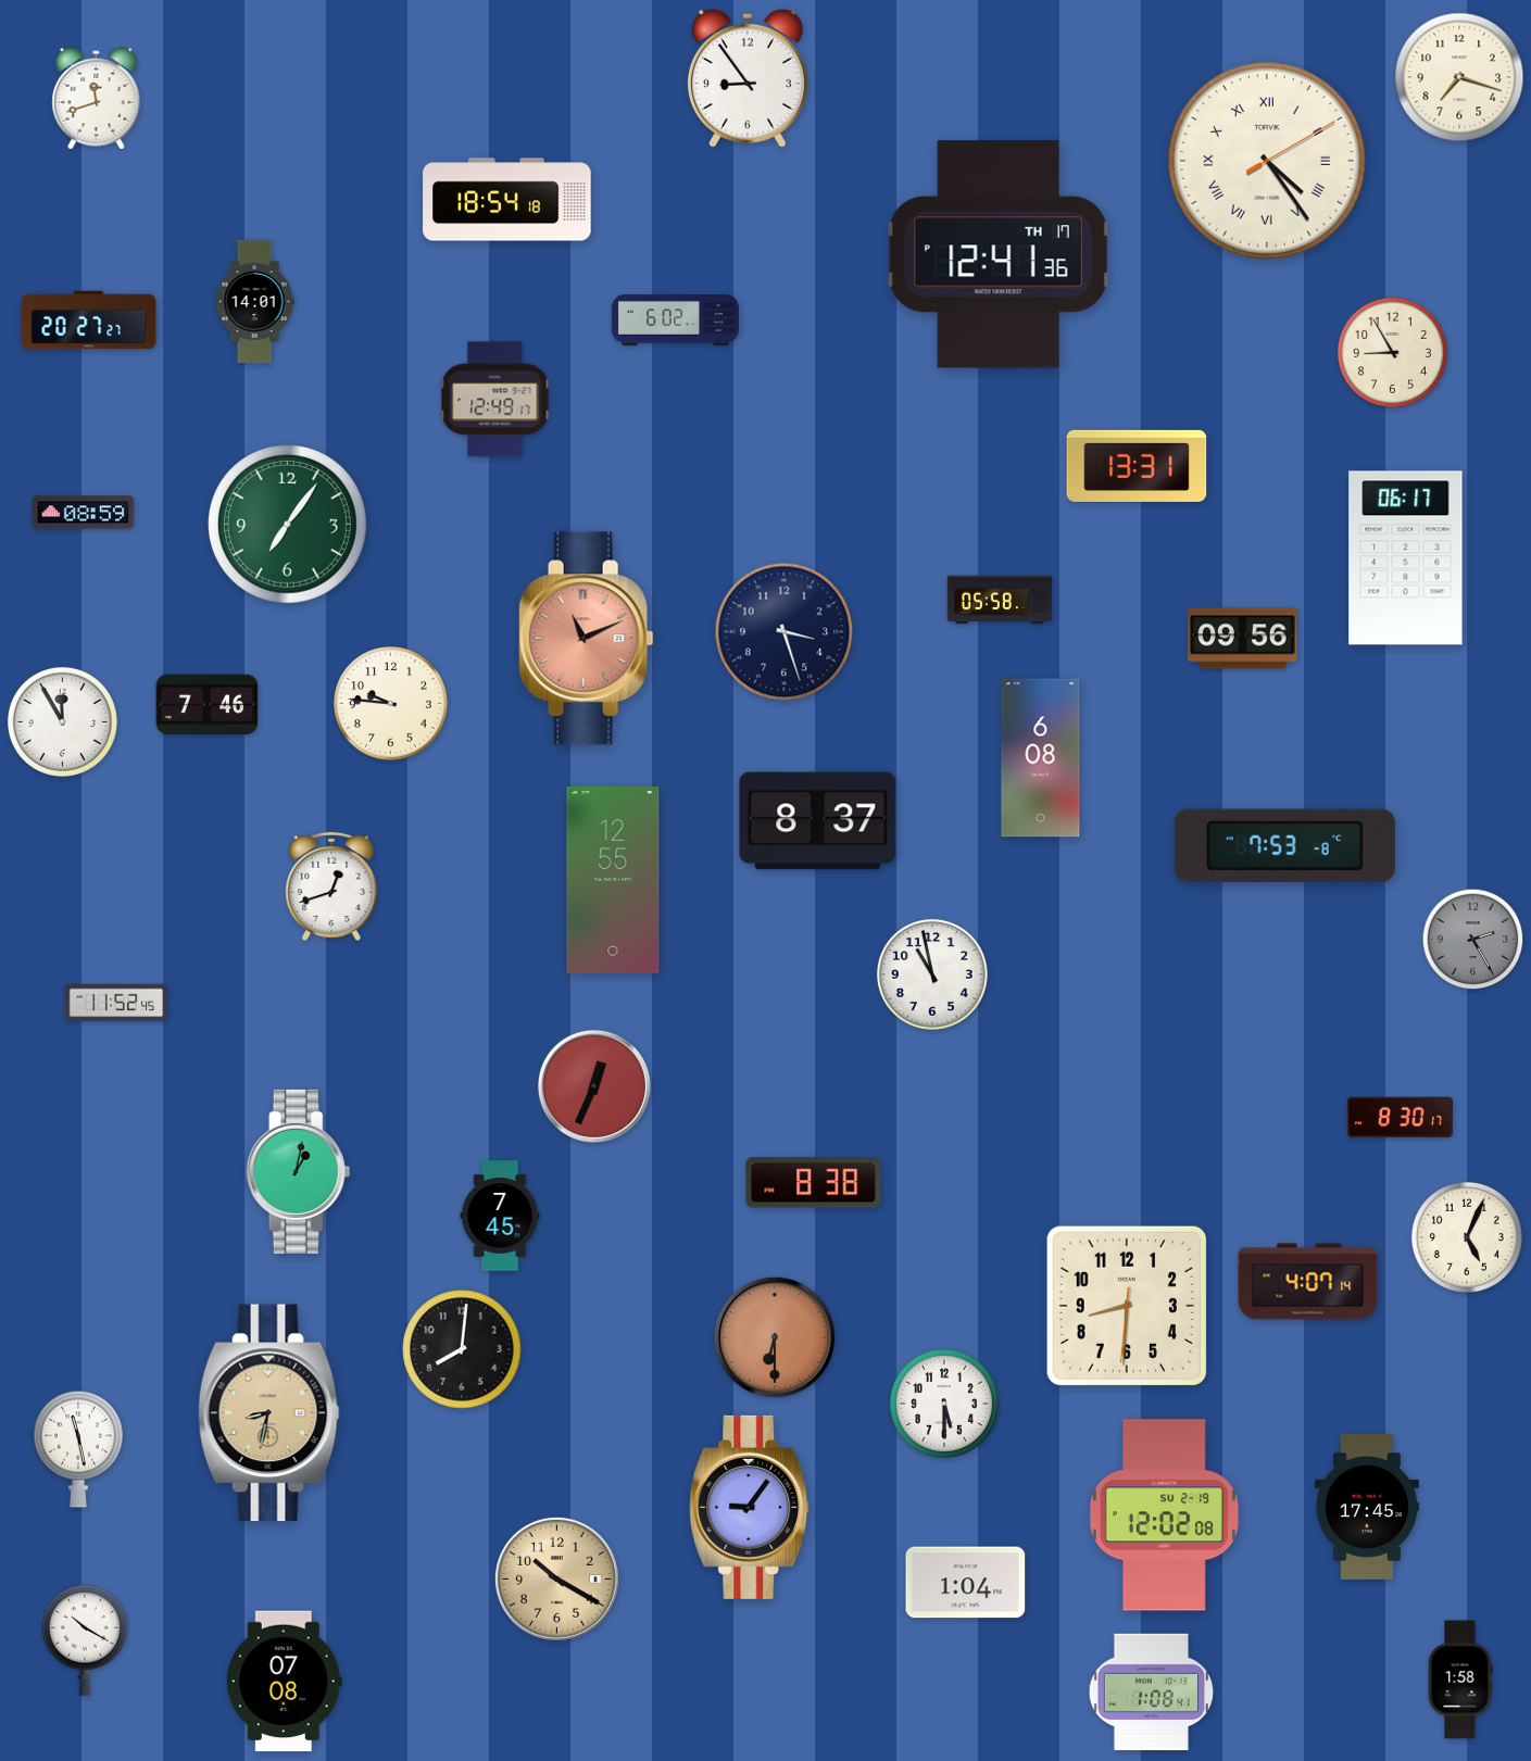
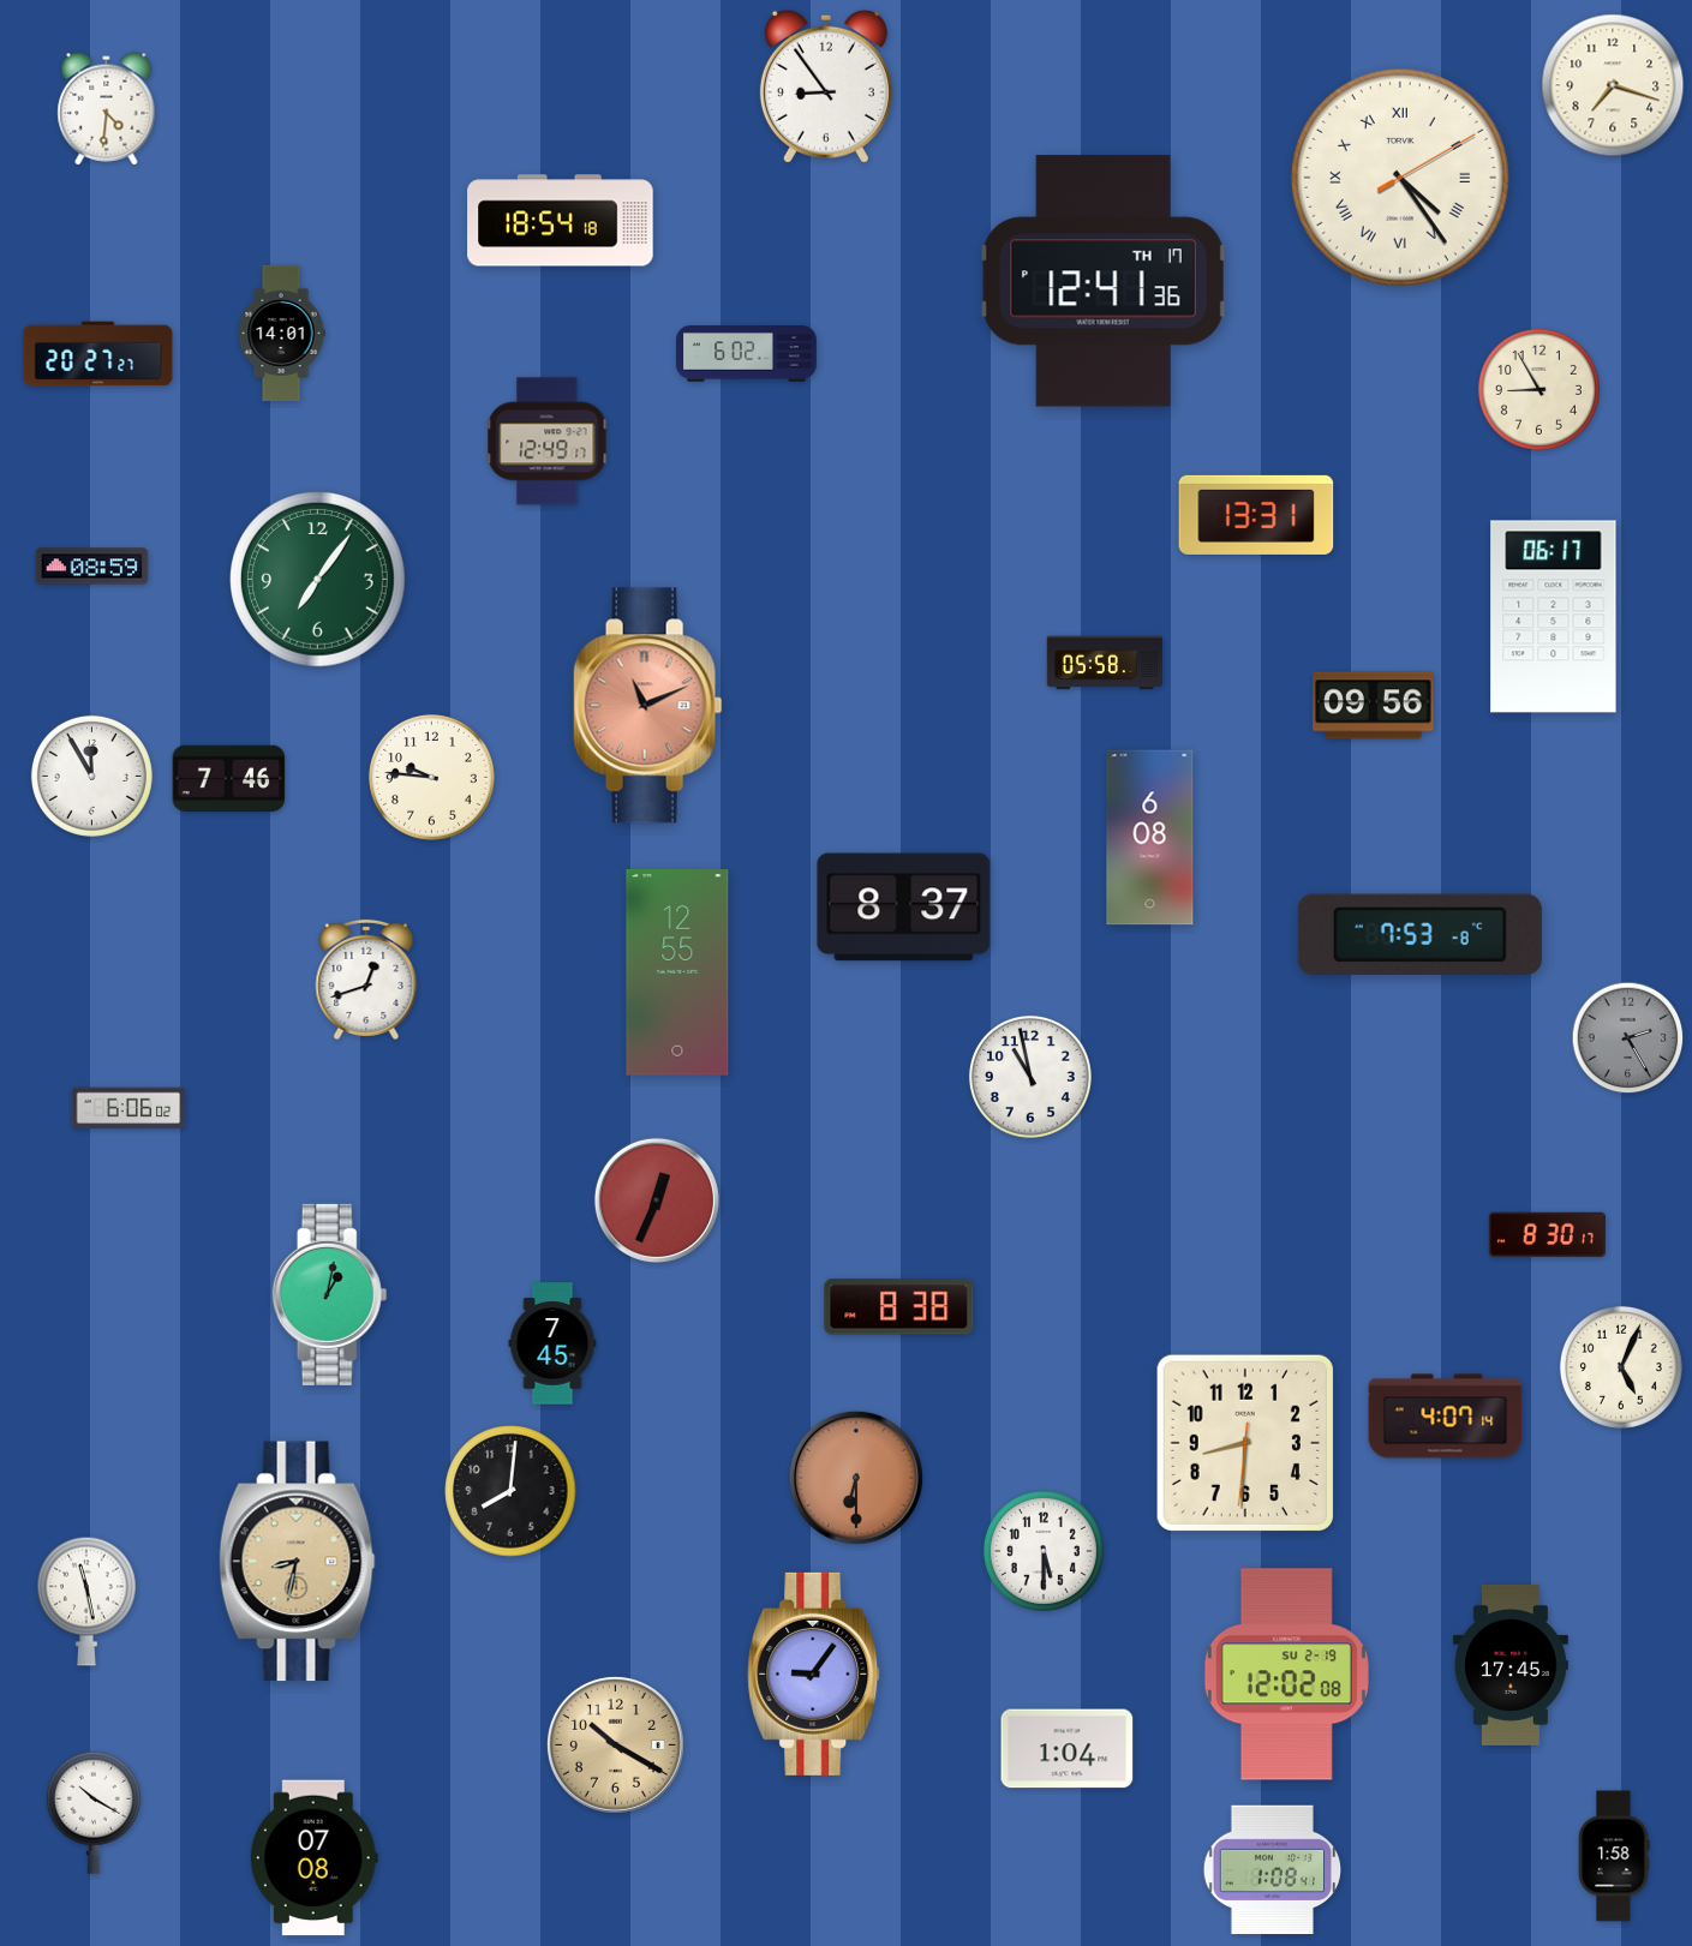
clock at (97, 99): 11:42 -> 4:31
clock at (785, 632): 3:27 -> none
clock at (62, 721) position: (62, 721) -> (91, 776)
clock at (116, 1003): 11:52 -> 6:06
clock at (750, 1507) position: (750, 1507) -> (814, 1673)
